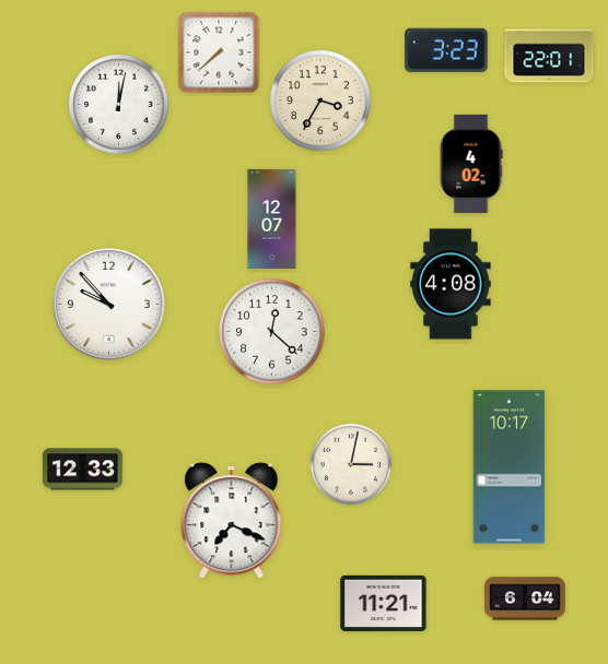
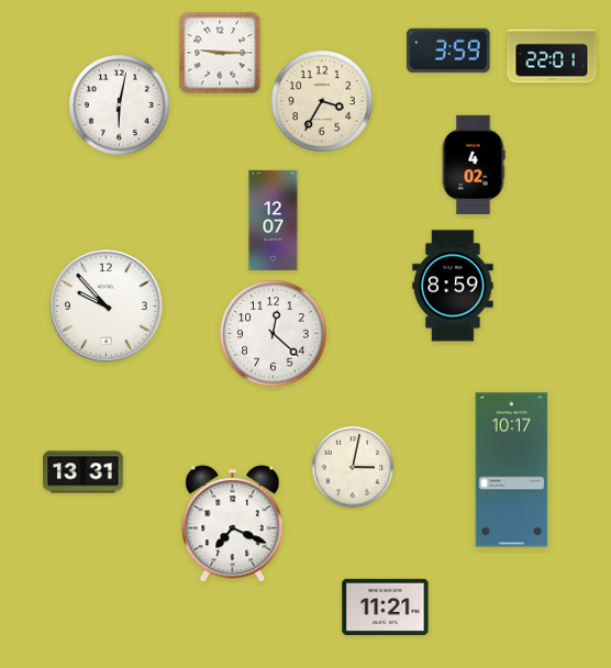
clock at (446, 50): 3:23 -> 3:59
clock at (219, 52): 7:38 -> 9:15
clock at (119, 105): 12:02 -> 6:02
clock at (451, 284): 4:08 -> 8:59
clock at (109, 305) position: (109, 305) -> (107, 307)
clock at (83, 470): 12:33 -> 13:31
clock at (525, 598): 6:04 -> none
